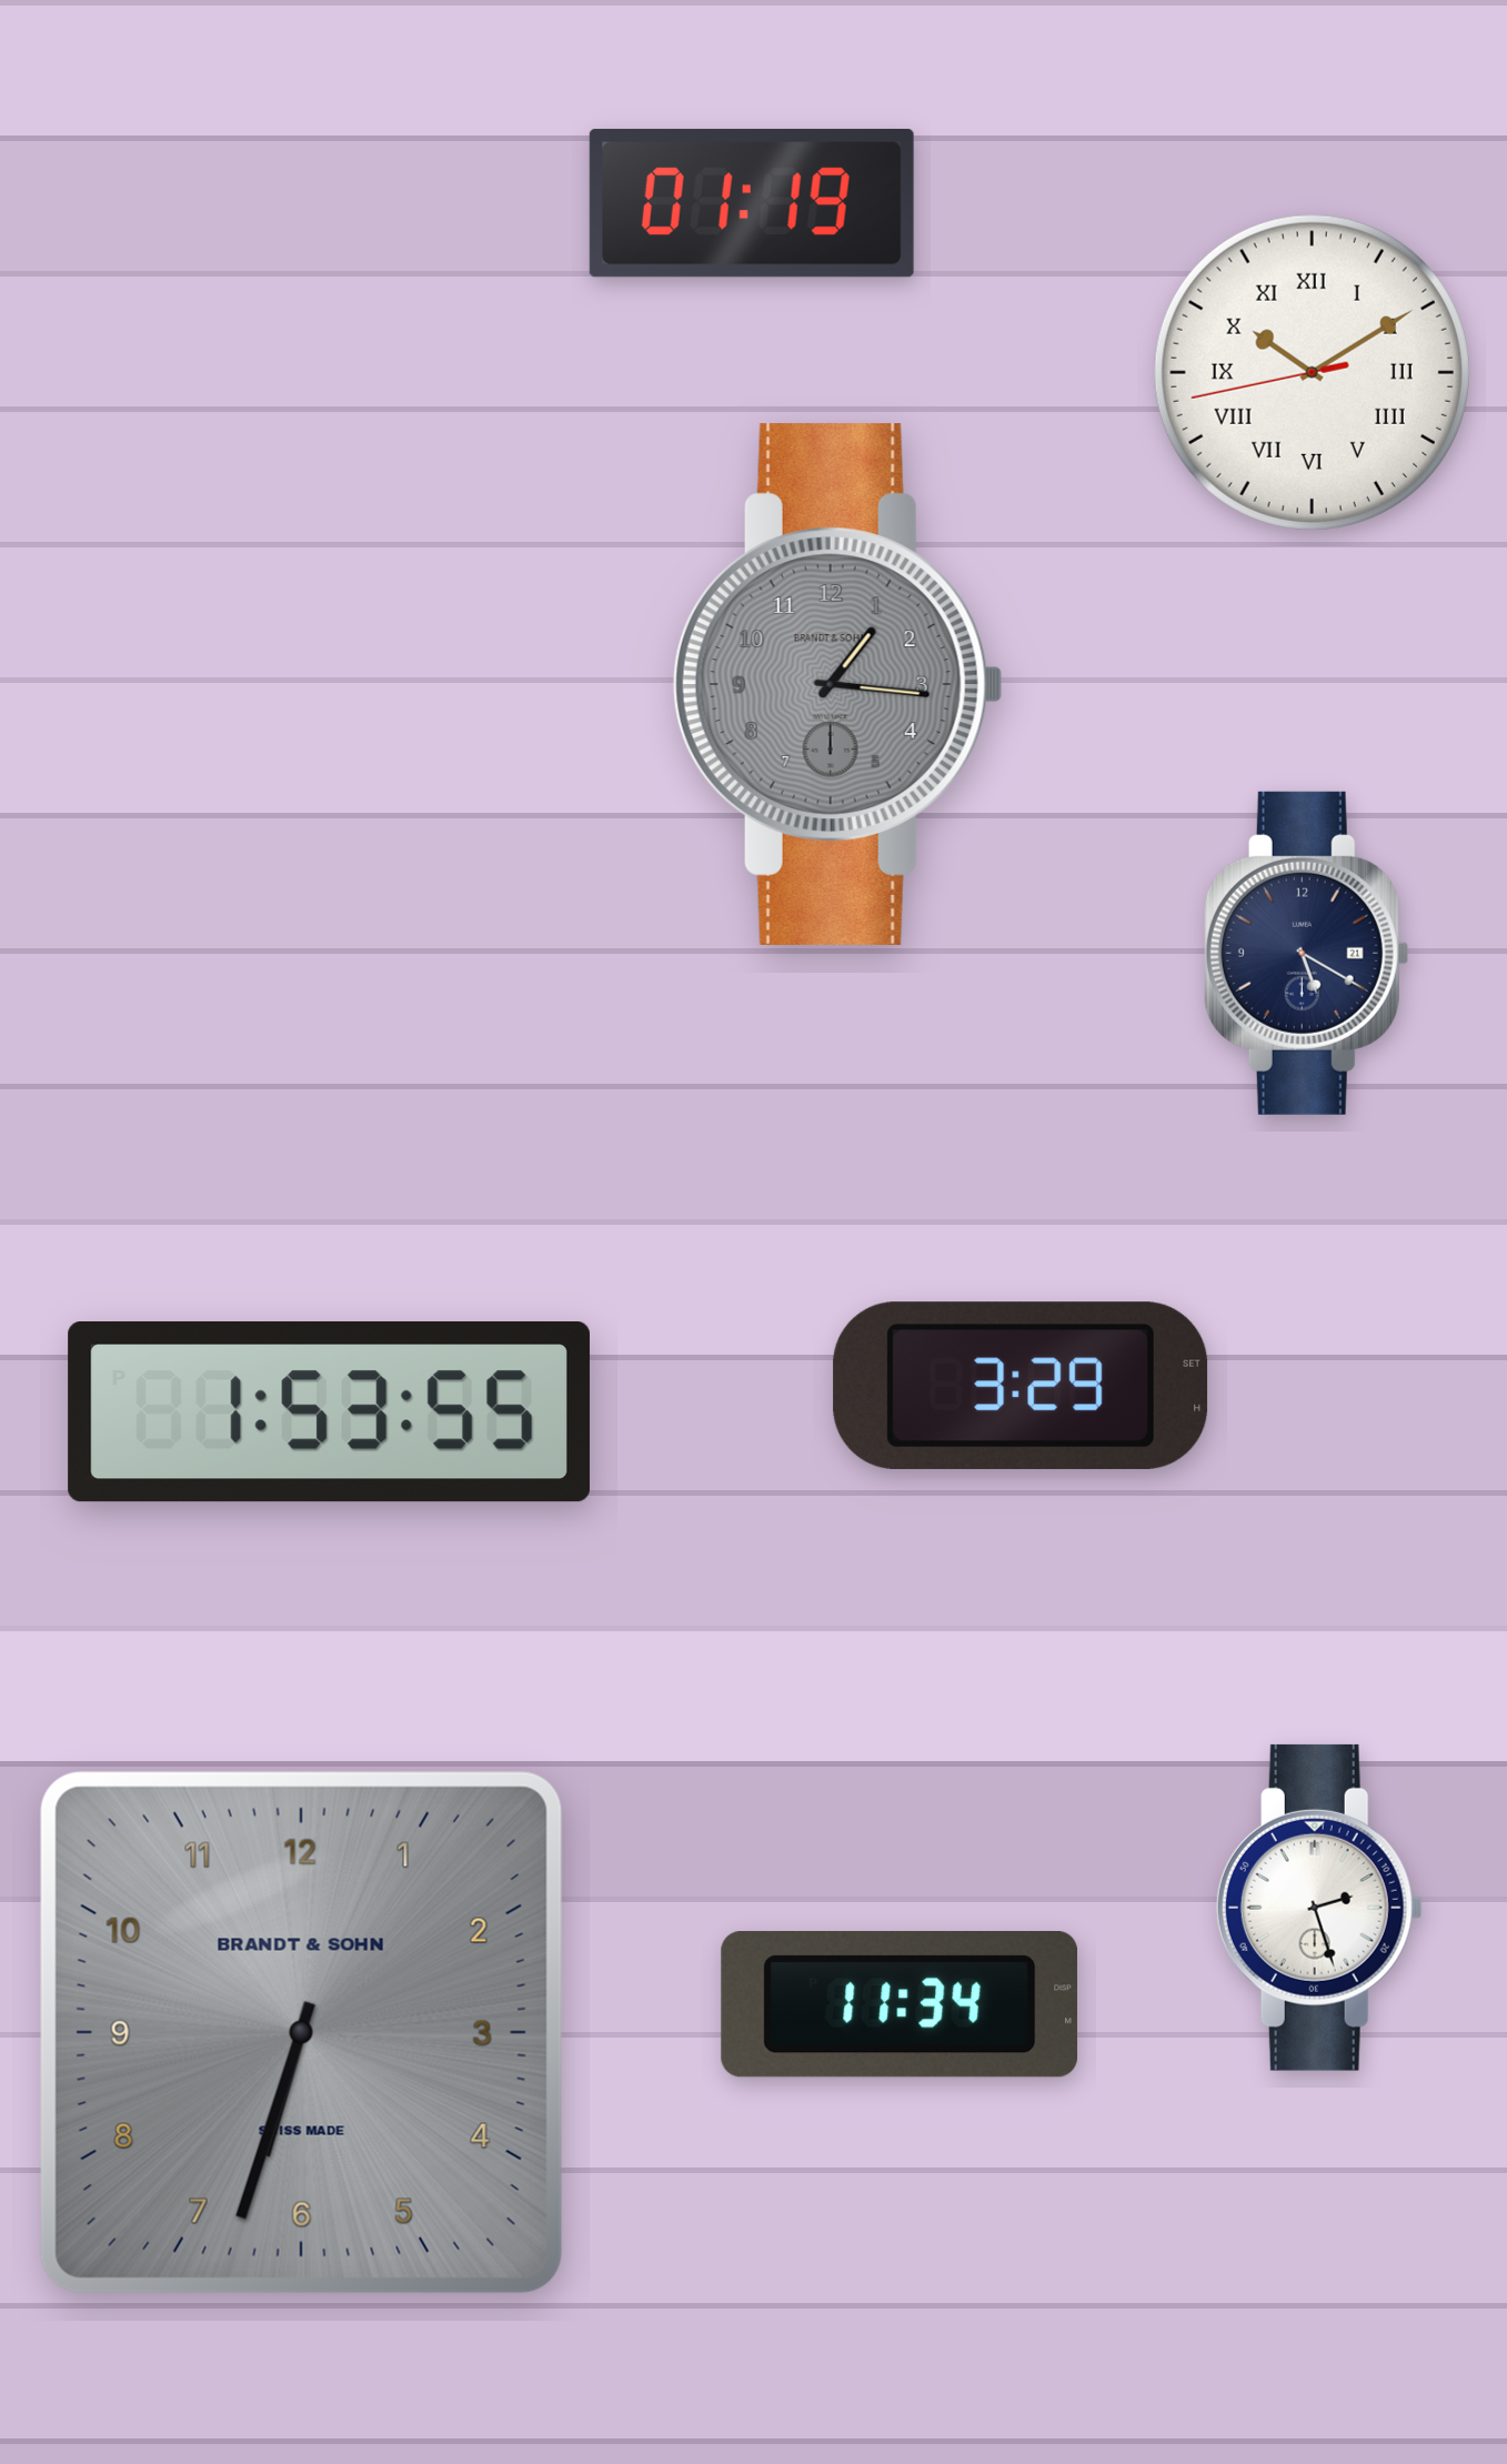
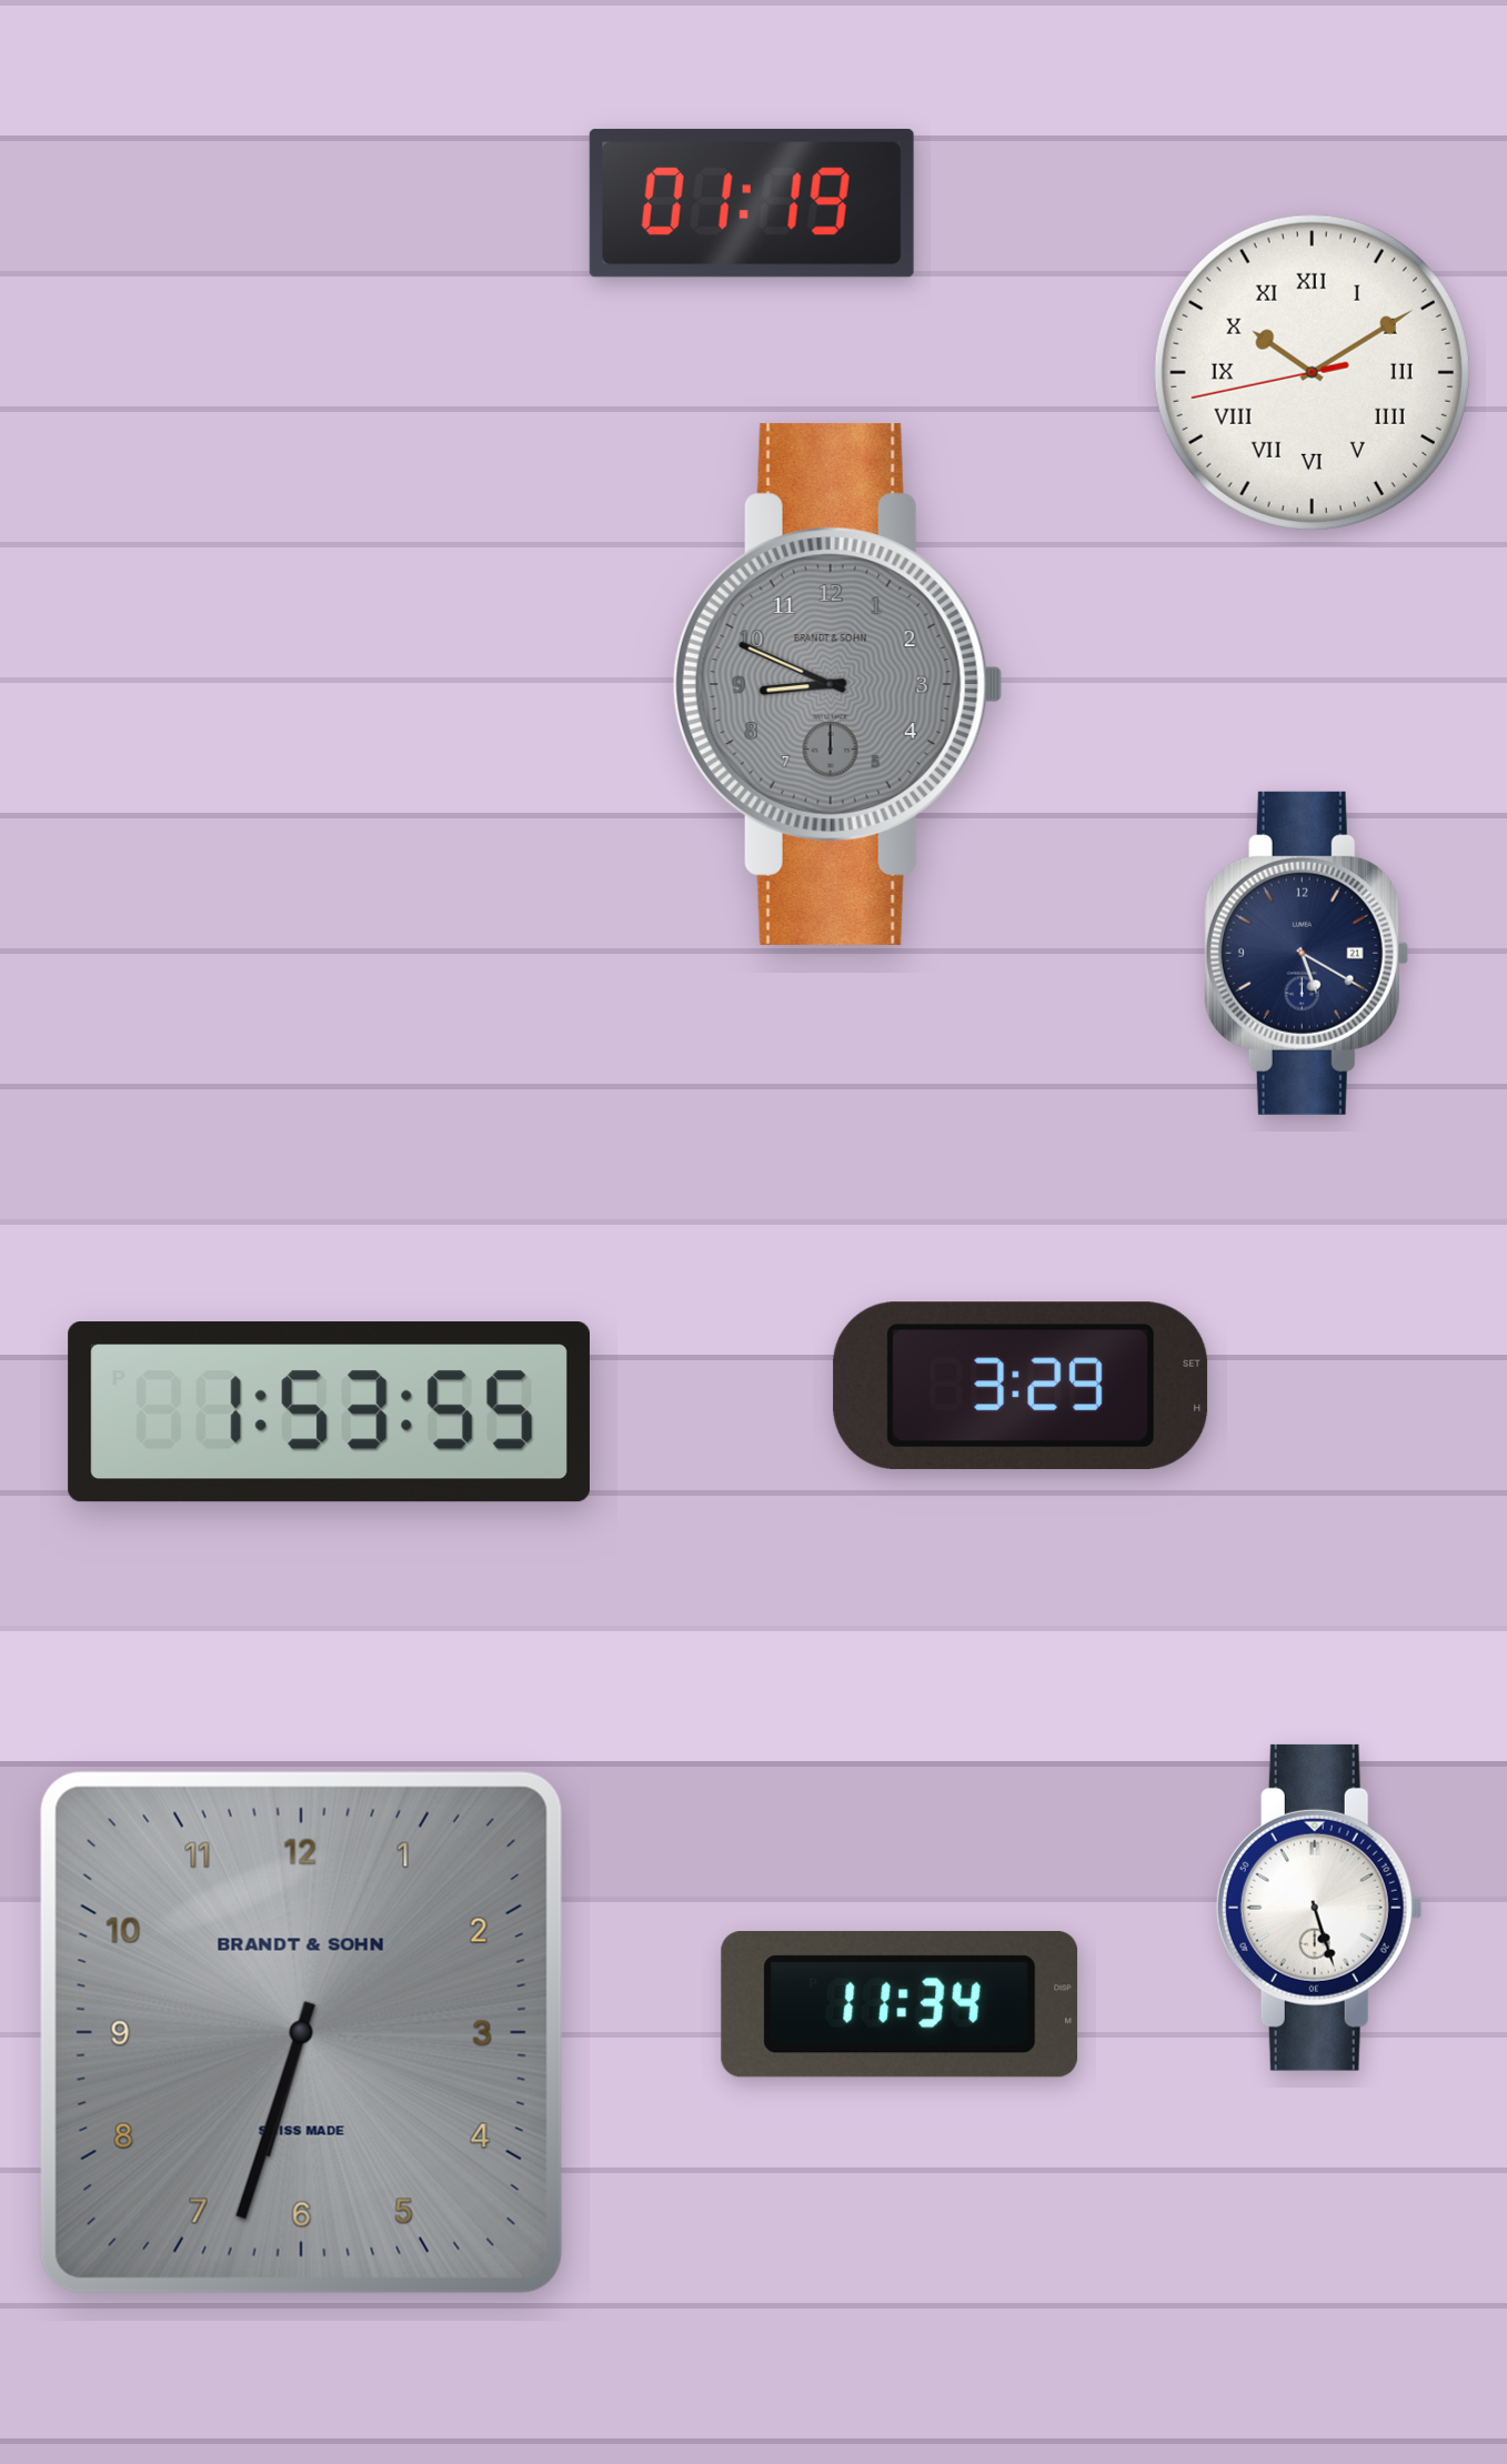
clock at (837, 684): 1:16 -> 8:49
clock at (1319, 1908): 2:27 -> 5:27
